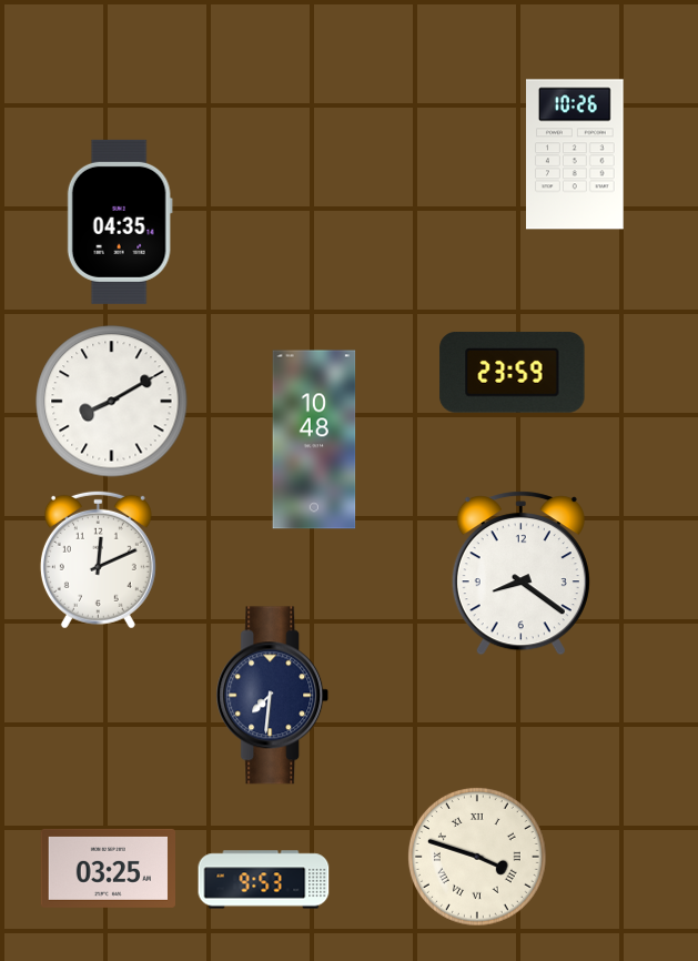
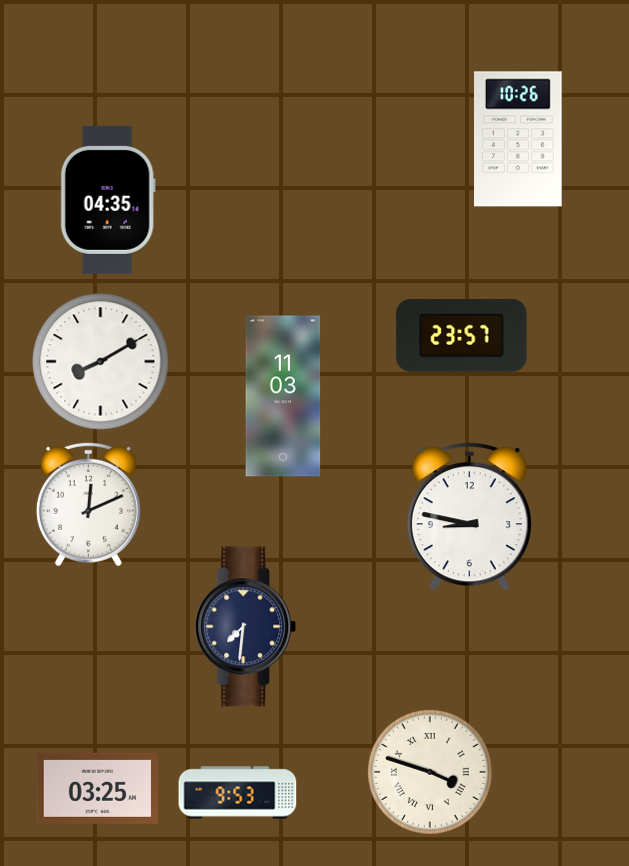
clock at (513, 373): 23:59 -> 23:57
clock at (314, 439): 10:48 -> 11:03
clock at (520, 574): 8:21 -> 8:47
clock at (109, 868) position: (109, 868) -> (98, 788)
